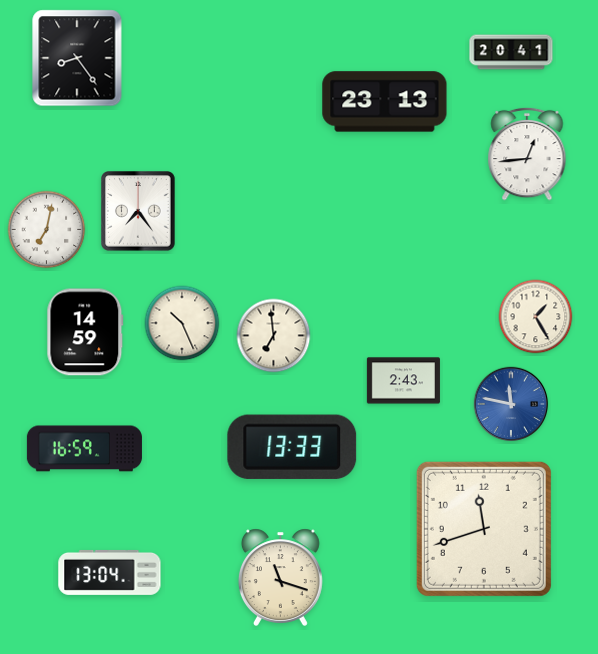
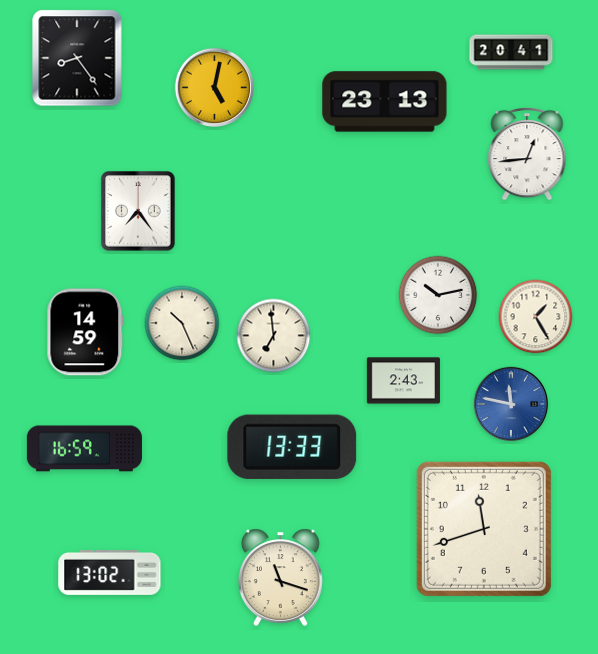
clock at (214, 87): none -> 5:02
clock at (47, 230): 7:02 -> none
clock at (438, 295): none -> 10:13
clock at (110, 572): 13:04 -> 13:02
